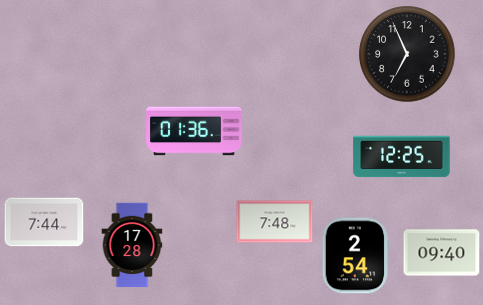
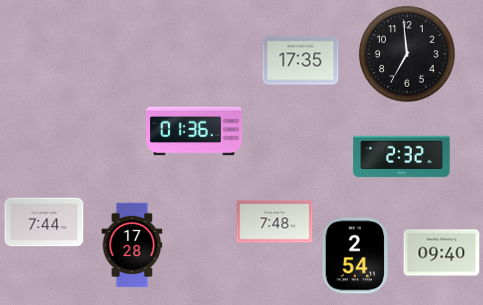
clock at (407, 54): 6:56 -> 6:59
clock at (301, 61): none -> 17:35
clock at (402, 157): 12:25 -> 2:32
